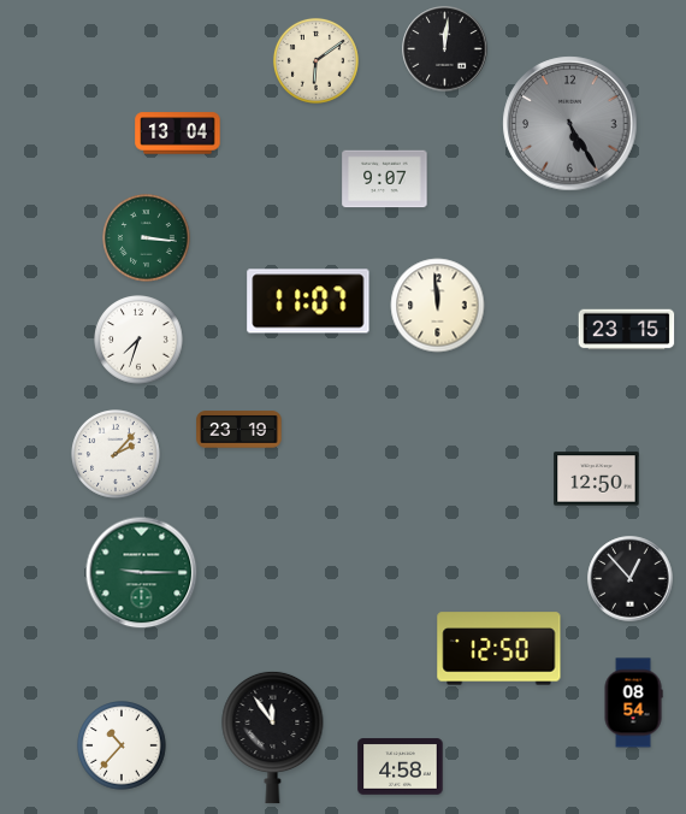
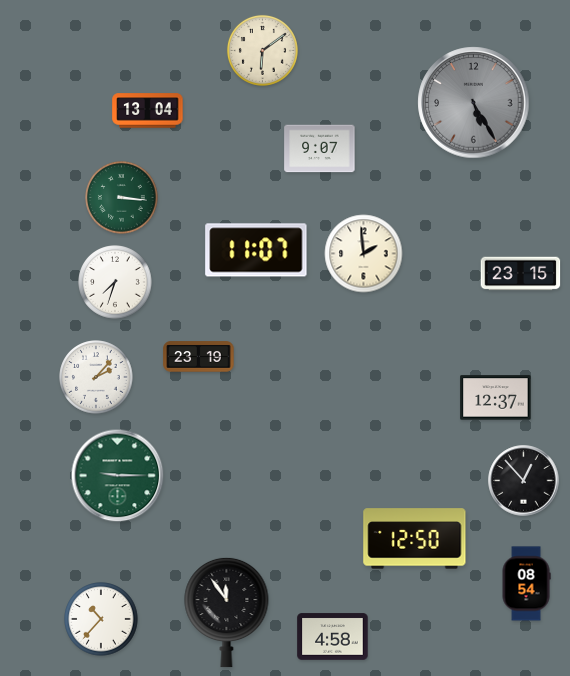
clock at (445, 49): 12:01 -> none
clock at (438, 306): 11:59 -> 1:59
clock at (597, 479): 12:50 -> 12:37
